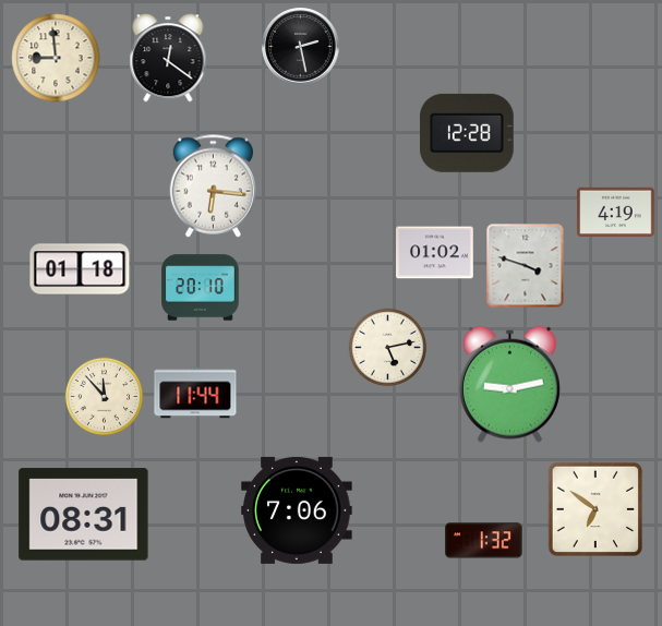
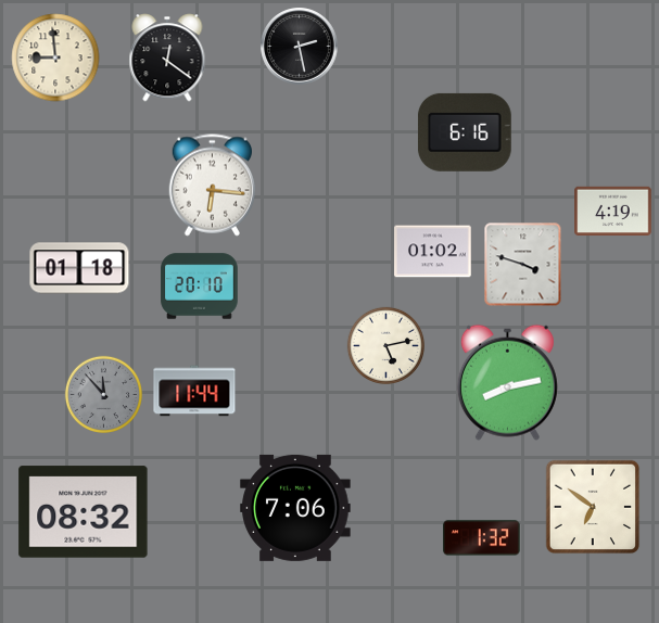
clock at (467, 133): 12:28 -> 6:16
clock at (509, 384): 9:13 -> 8:13
clock at (104, 396) dial: cream -> grey
clock at (84, 515): 08:31 -> 08:32
